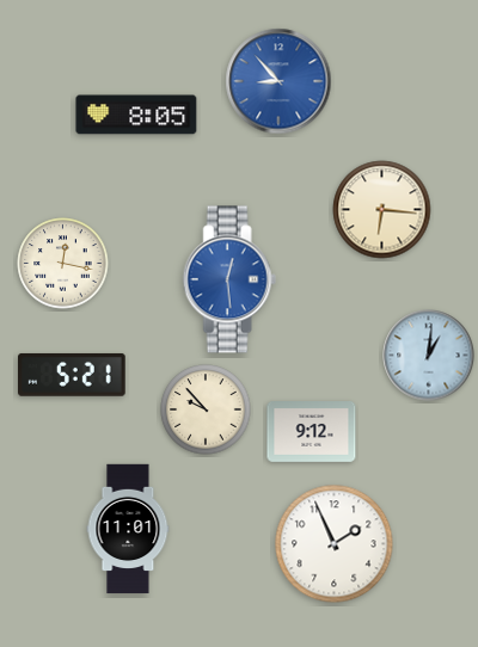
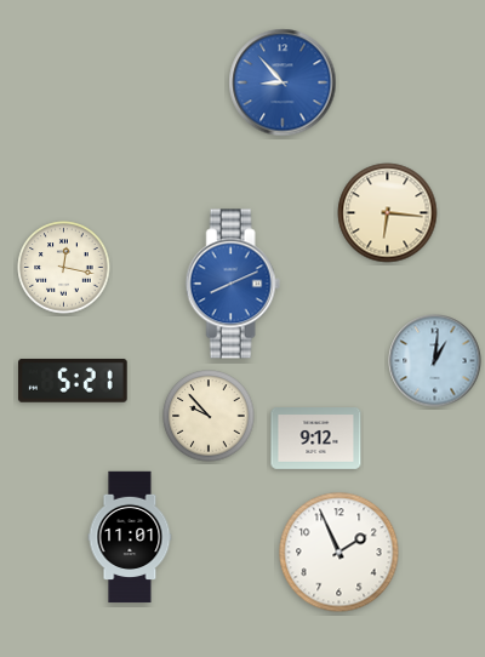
clock at (136, 115): 8:05 -> none
clock at (229, 279): 12:29 -> 8:11
